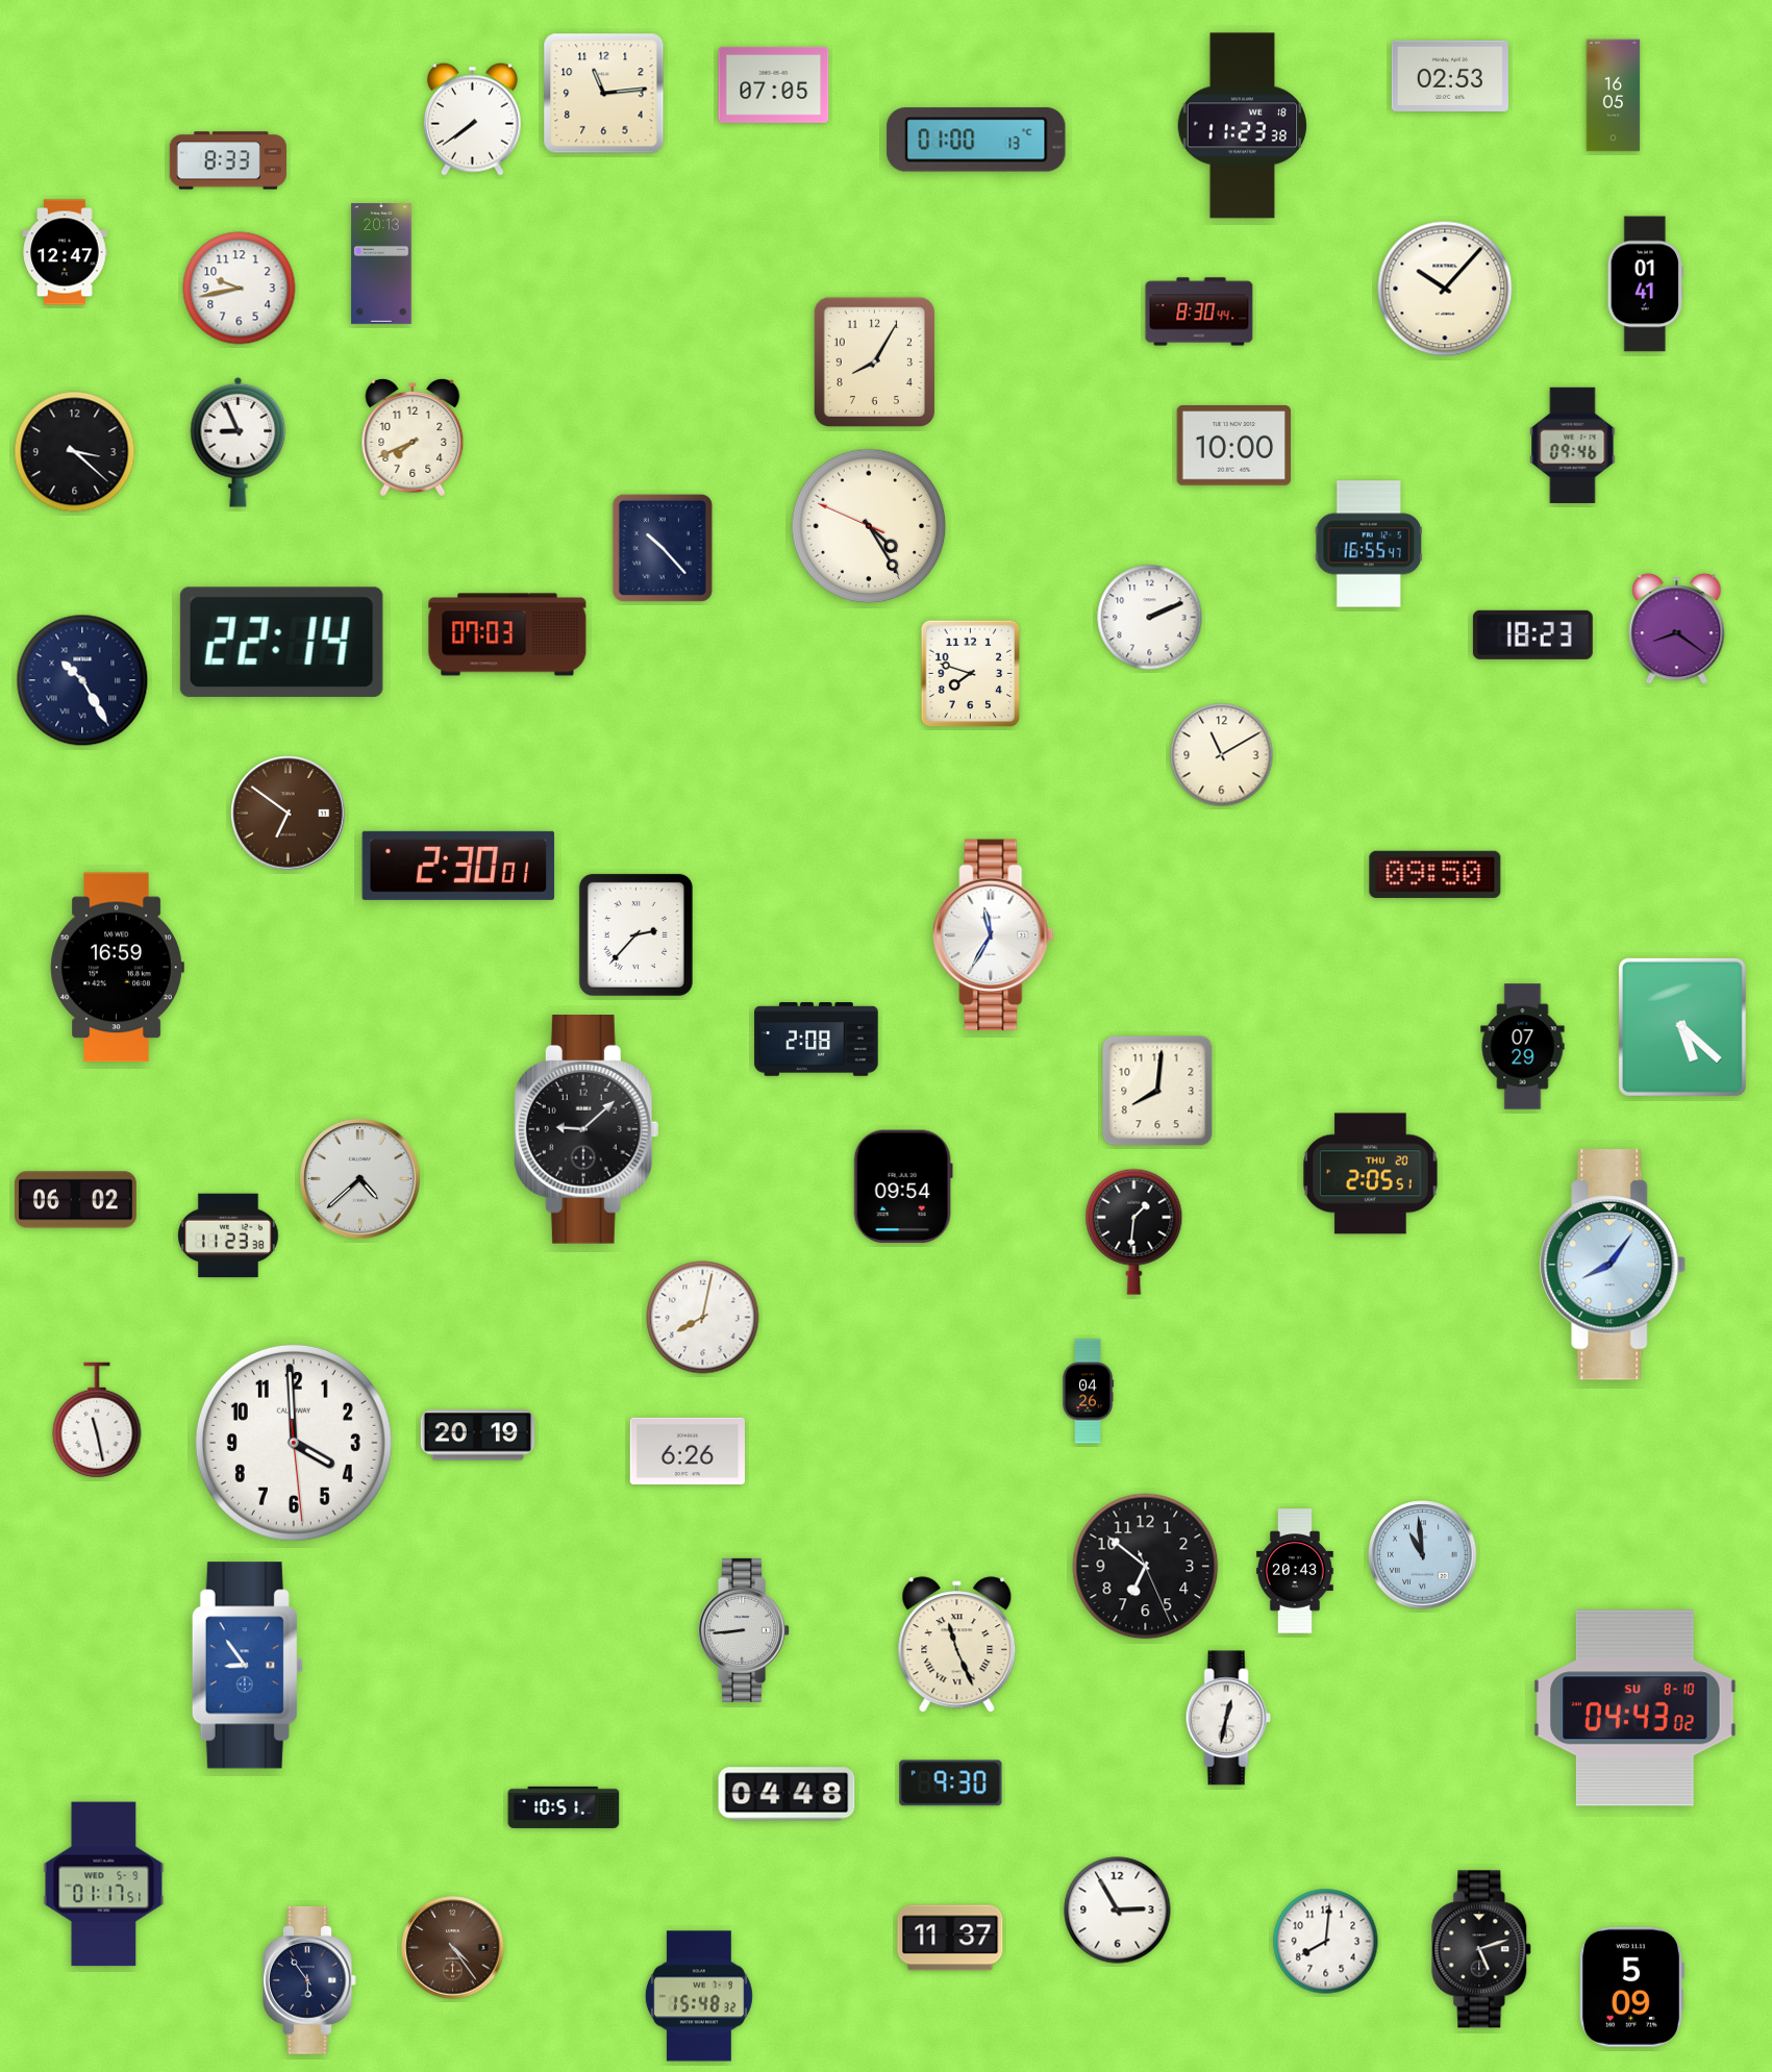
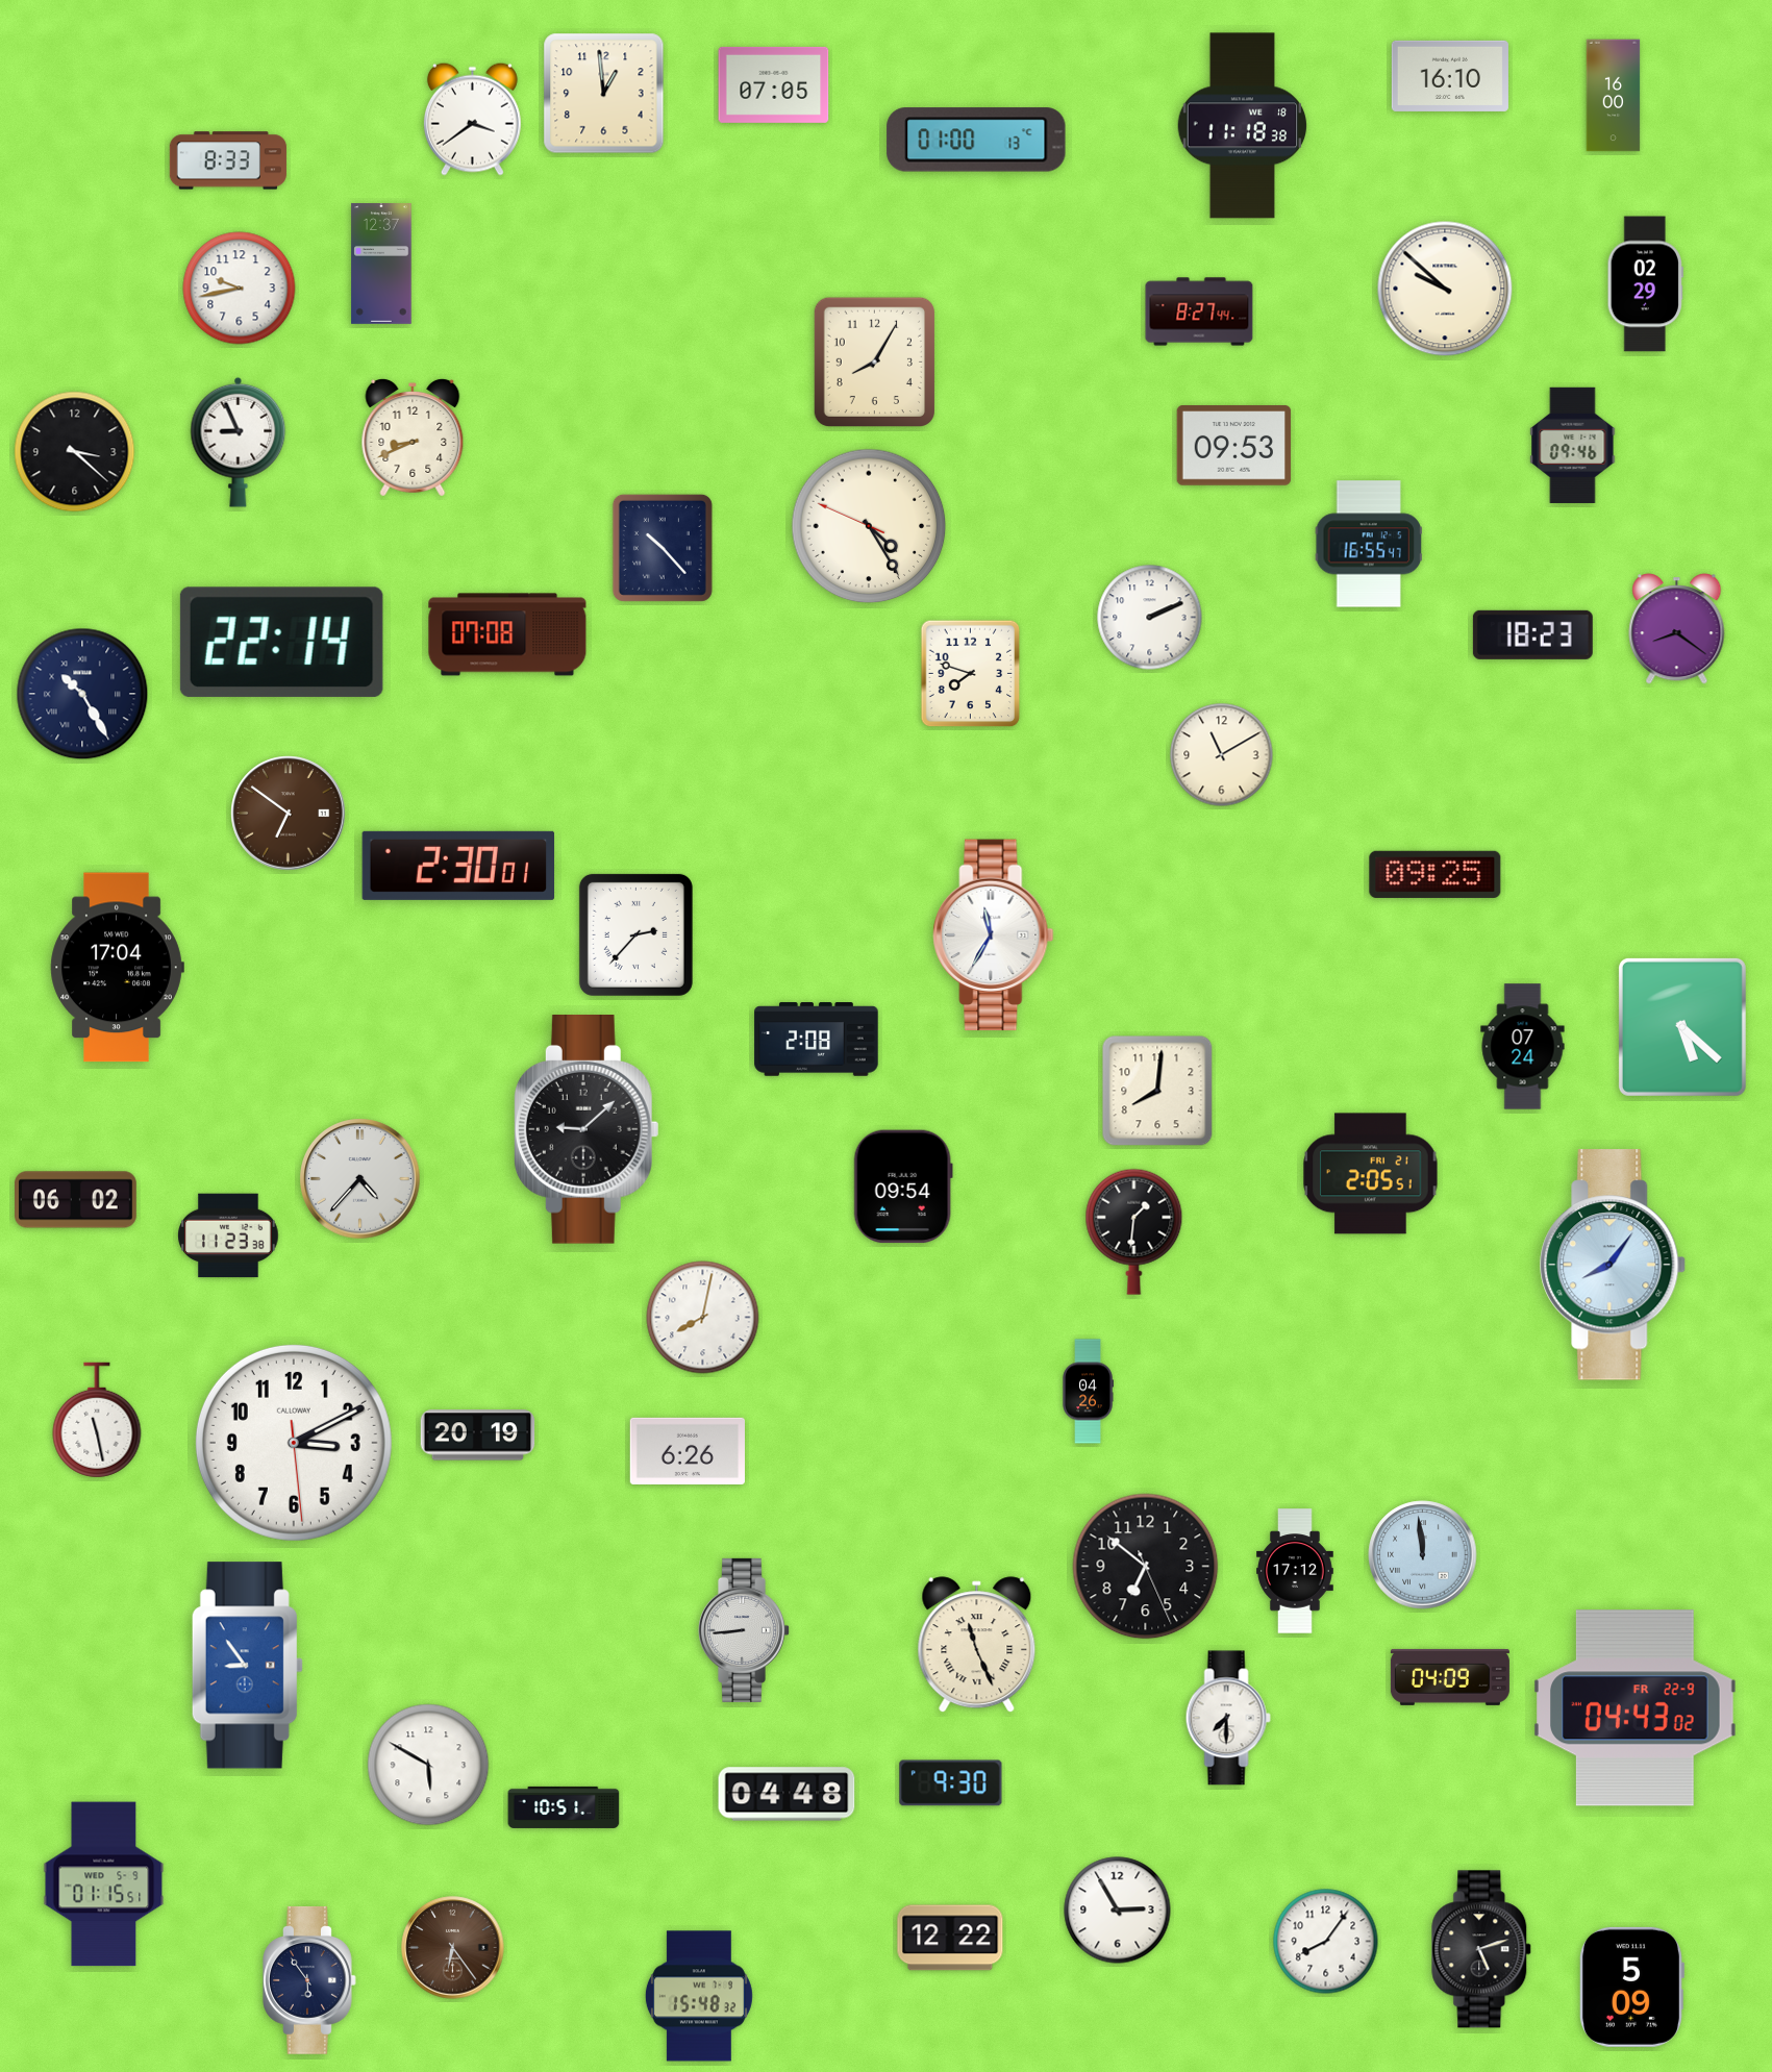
clock at (1450, 76): 02:53 -> 16:10
clock at (604, 94): 11:14 -> 12:59
clock at (1614, 96): 16:05 -> 16:00
clock at (472, 119): 7:39 -> 3:39
clock at (1243, 126): 11:23 -> 11:18
clock at (65, 252): 12:47 -> none
clock at (381, 265): 20:13 -> 12:37
clock at (1645, 284): 01:41 -> 02:29
clock at (1445, 289): 10:07 -> 9:52
clock at (1199, 311): 8:30 -> 8:27
clock at (413, 438): 7:41 -> 8:41
clock at (1234, 446): 10:00 -> 09:53
clock at (507, 634): 07:03 -> 07:08
clock at (82, 680) position: (82, 680) -> (82, 694)
clock at (1436, 874): 09:50 -> 09:25
clock at (117, 968): 16:59 -> 17:04
clock at (1523, 1047): 07:29 -> 07:24
clock at (1371, 1174) date: THU 20 -> FRI 21
clock at (360, 1179): 4:38 -> 4:37
clock at (294, 1443): 3:59 -> 3:10
clock at (1423, 1555): 10:59 -> 11:59
clock at (1296, 1571): 20:43 -> 17:12
clock at (957, 1645) position: (957, 1645) -> (977, 1645)
clock at (1450, 1677): none -> 04:09
clock at (1636, 1708) date: SU 8-10 -> FR 22-9
clock at (1228, 1718): 12:32 -> 7:30
clock at (428, 1765): none -> 5:50
clock at (104, 1884): 01:17 -> 01:15
clock at (950, 1938): 11:37 -> 12:22
clock at (1326, 1942): 8:01 -> 8:06
clock at (453, 1948): 4:24 -> 6:24
